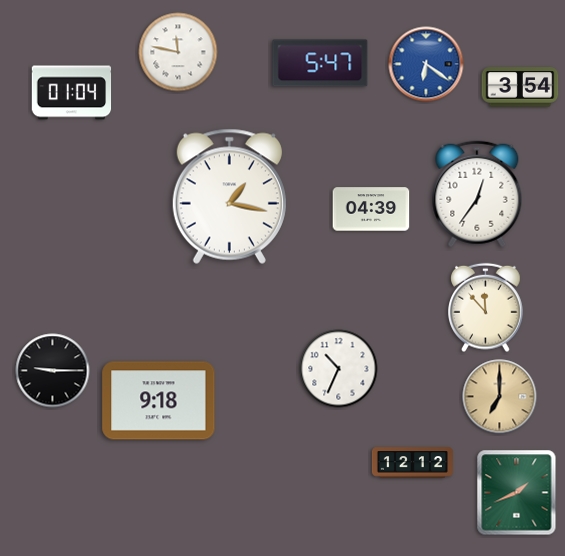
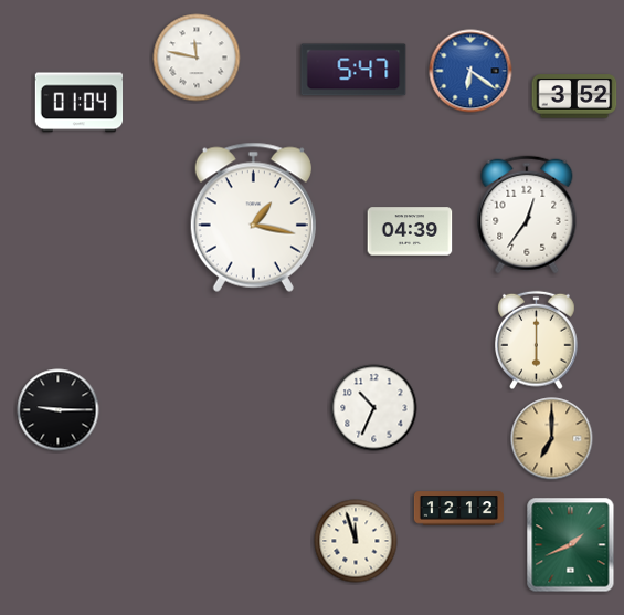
clock at (520, 87): 3:54 -> 3:52
clock at (486, 308): 11:53 -> 6:00
clock at (159, 401): 9:18 -> none
clock at (412, 463) position: (412, 463) -> (458, 509)
clock at (356, 541): none -> 11:57
